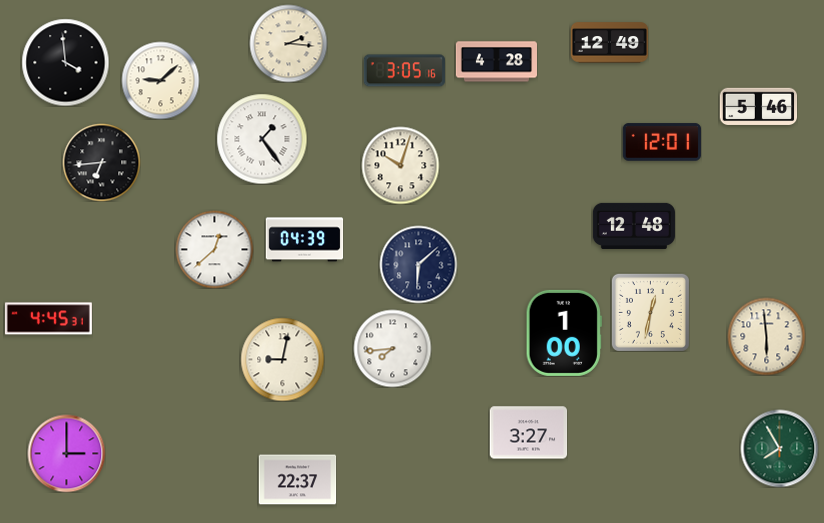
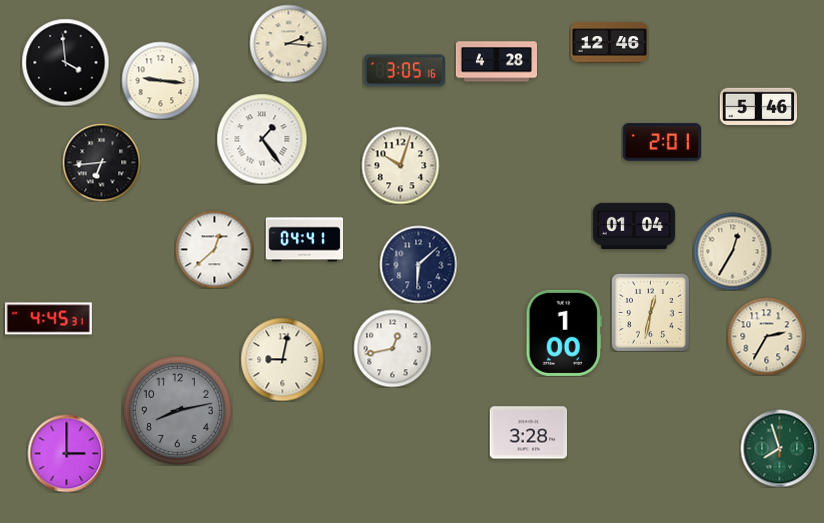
clock at (609, 43): 12:49 -> 12:46
clock at (160, 80): 9:08 -> 9:16
clock at (662, 142): 12:01 -> 2:01
clock at (634, 226): 12:48 -> 01:04
clock at (304, 240): 04:39 -> 04:41
clock at (732, 251): none -> 12:35
clock at (766, 336): 5:59 -> 2:35
clock at (392, 348): 7:44 -> 12:43
clock at (177, 410): none -> 8:13
clock at (528, 433): 3:27 -> 3:28
clock at (779, 448): 7:55 -> 7:57
clock at (297, 480): 22:37 -> none
